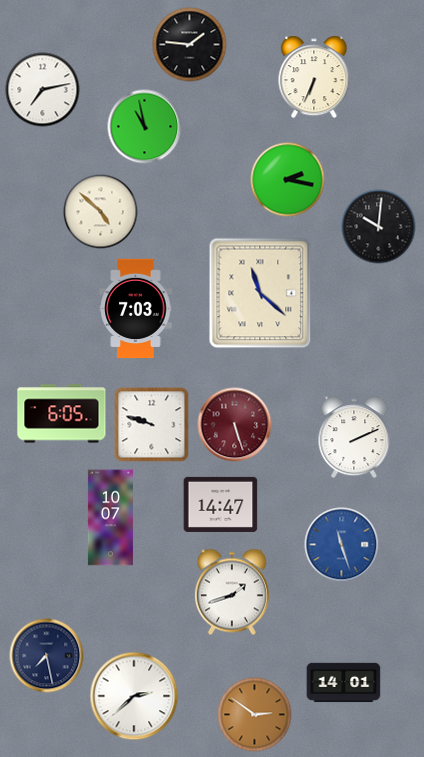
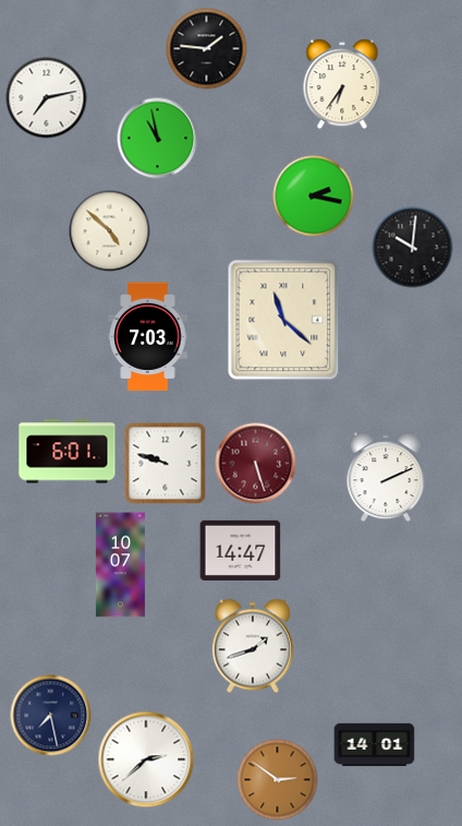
clock at (314, 77): 6:34 -> 6:36
clock at (62, 414): 6:05 -> 6:01
clock at (342, 545): 11:27 -> none
